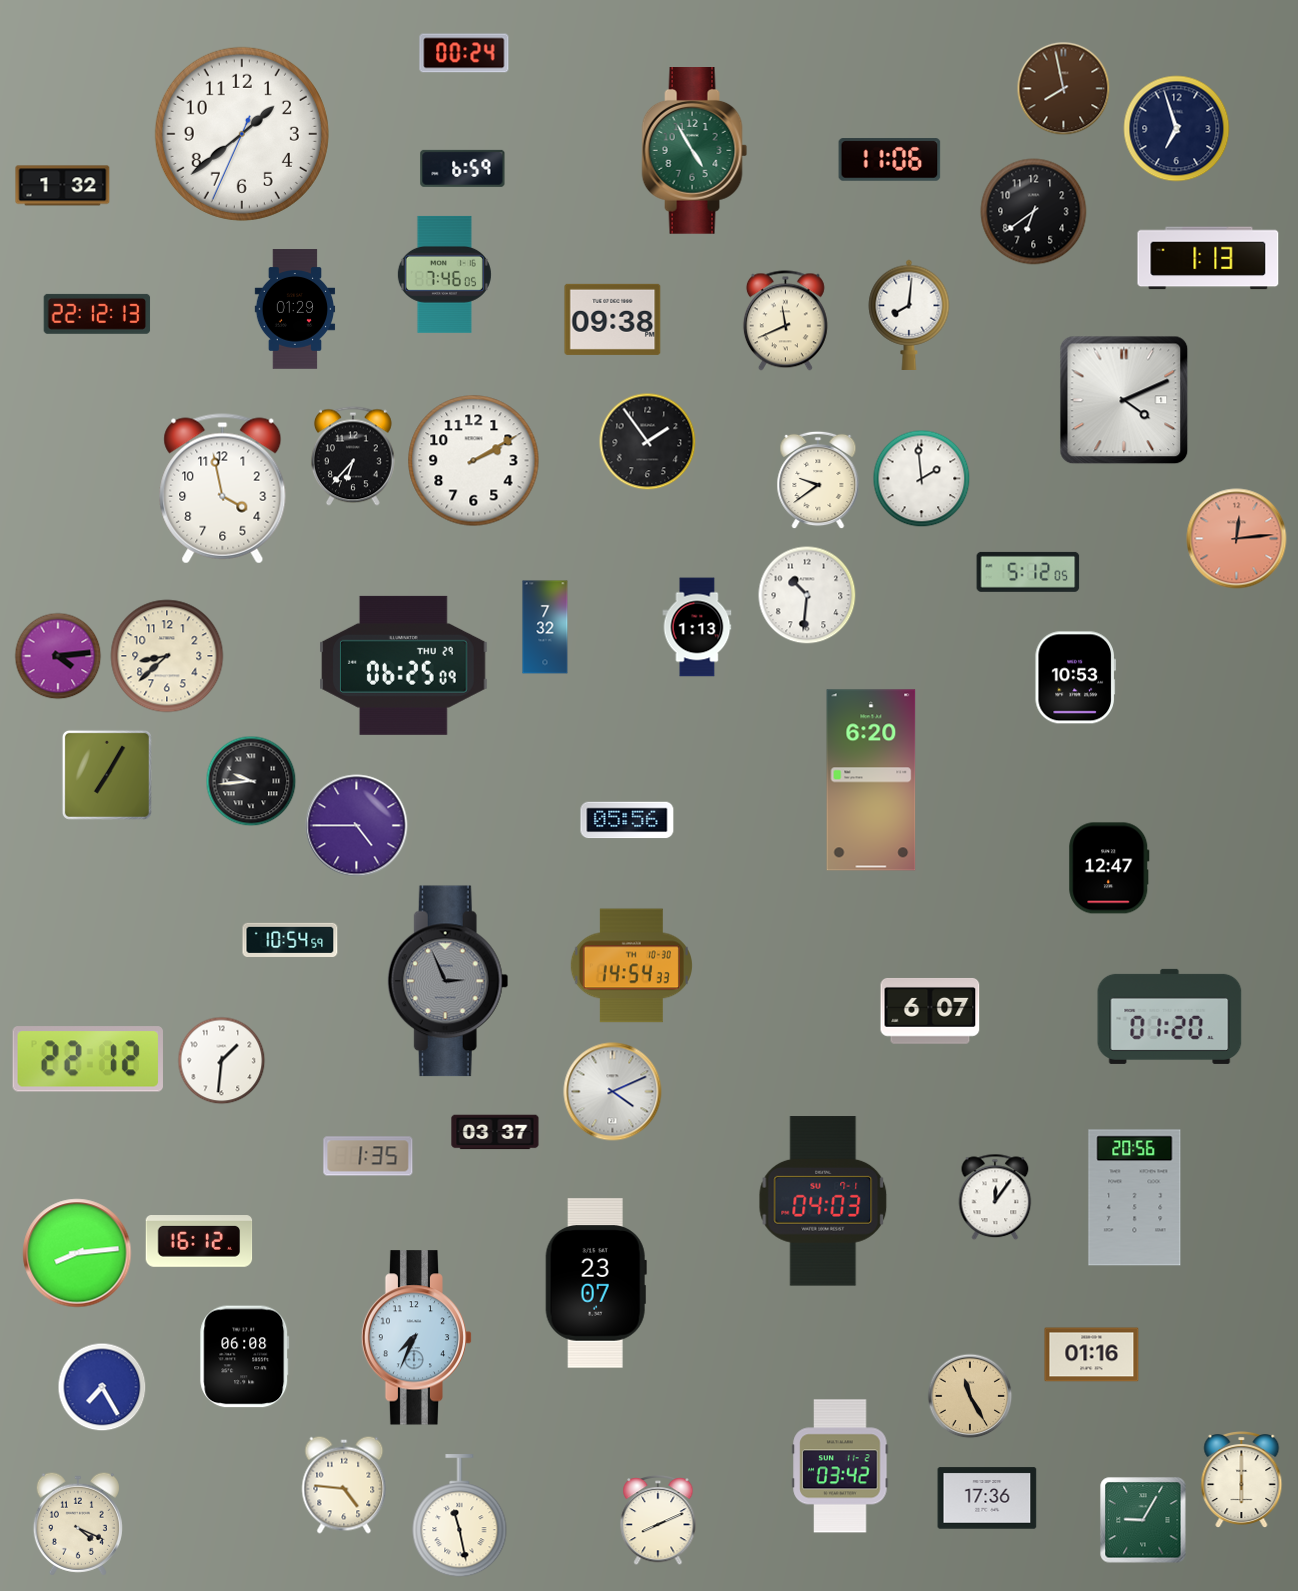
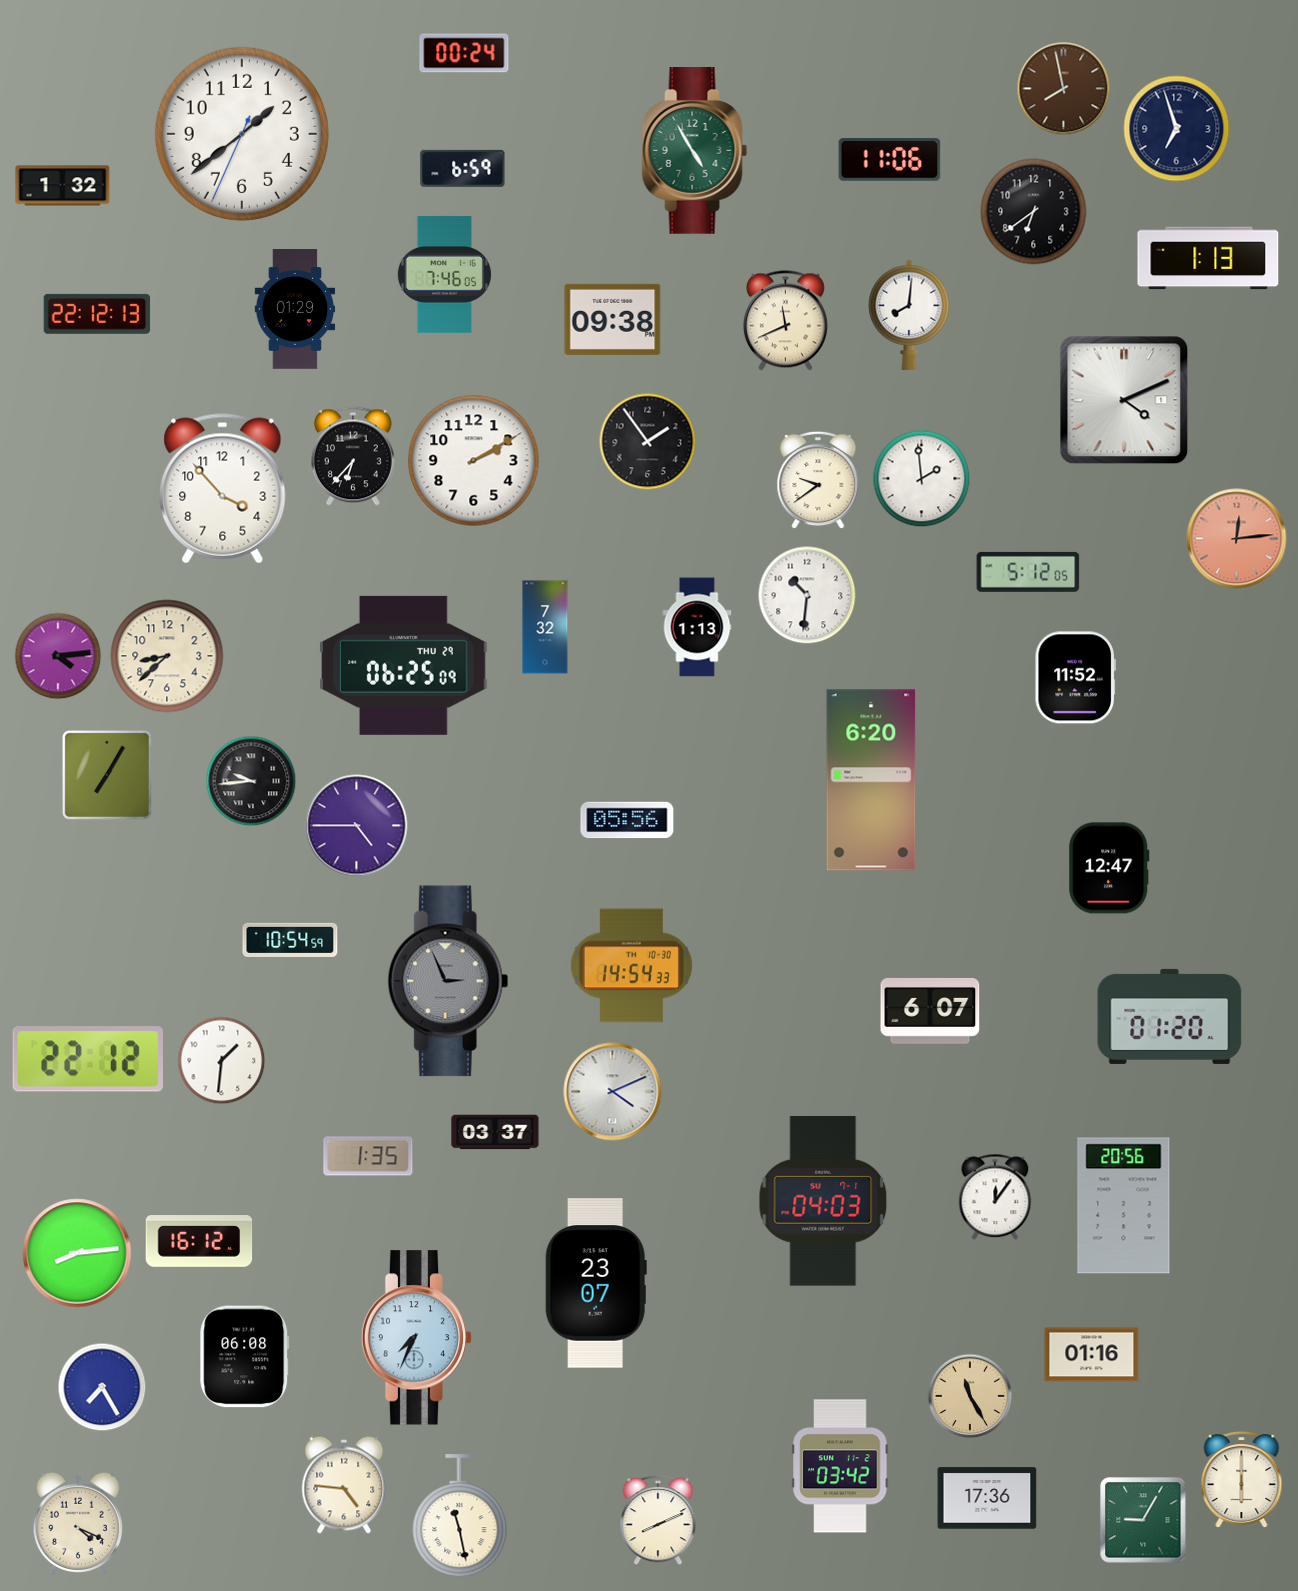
clock at (223, 489): 3:58 -> 3:53
clock at (1075, 678): 10:53 -> 11:52
clock at (1135, 1198) position: (1135, 1198) -> (1124, 1206)
